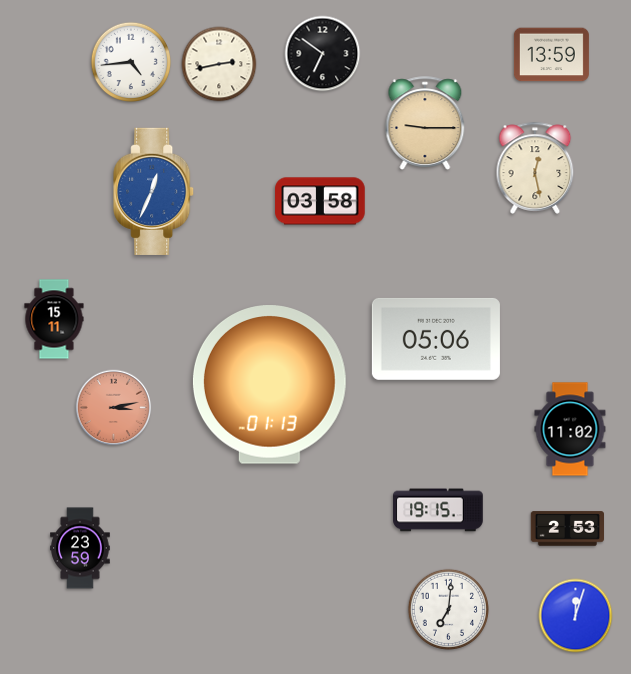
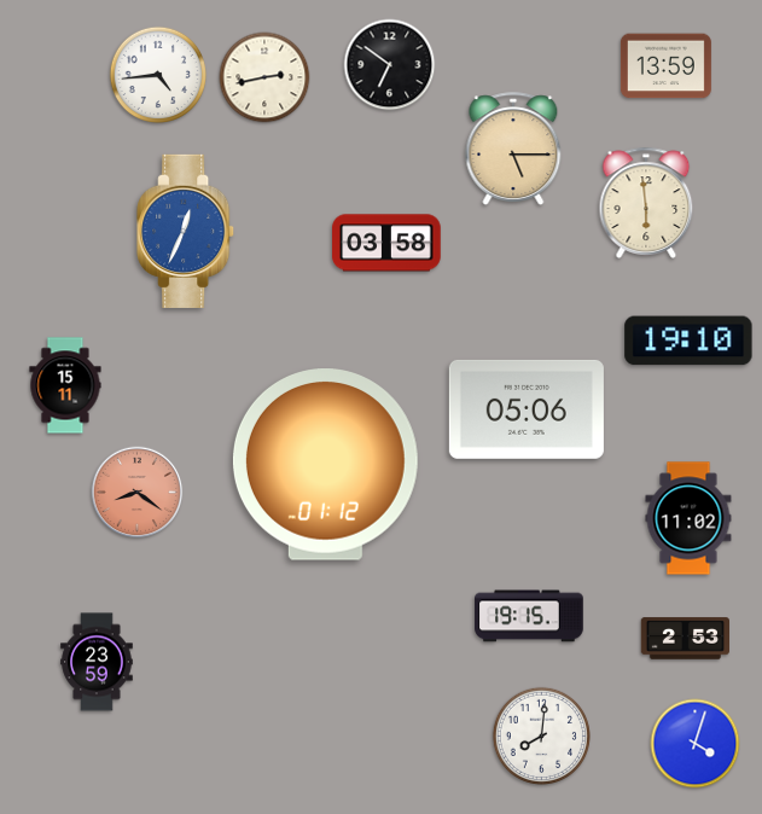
clock at (425, 123): 9:15 -> 5:15
clock at (535, 168): 12:28 -> 5:59
clock at (688, 341): none -> 19:10
clock at (269, 385): 01:13 -> 01:12
clock at (114, 408): 3:13 -> 8:21
clock at (448, 609): 7:01 -> 8:01
clock at (576, 616): 12:03 -> 4:03
